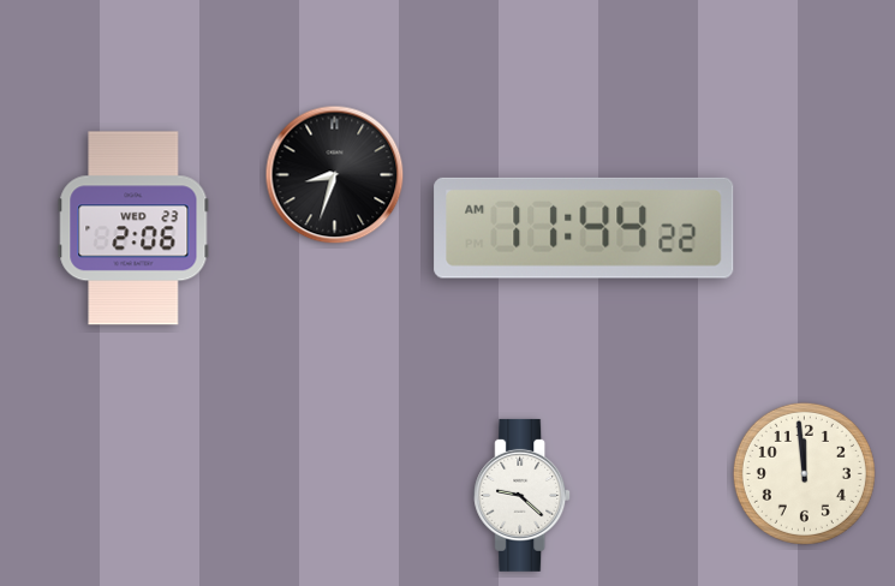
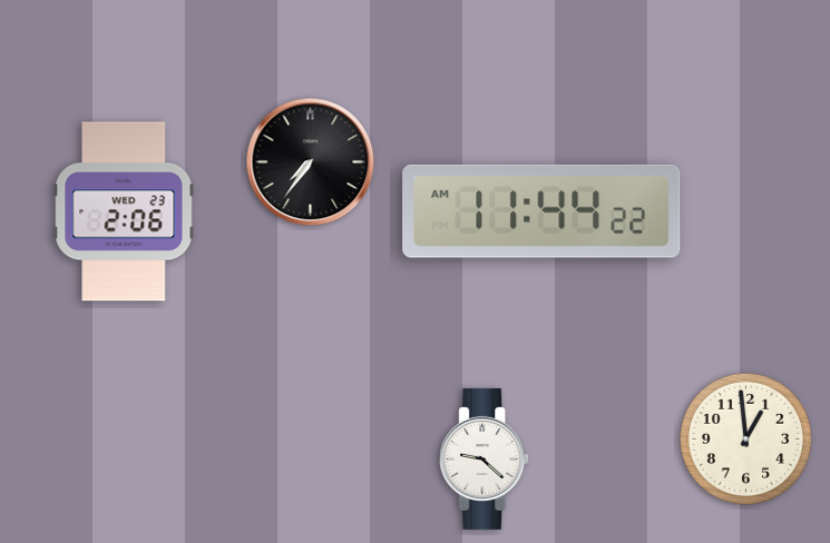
clock at (335, 175): 8:33 -> 7:36
clock at (804, 473): 11:59 -> 12:59
